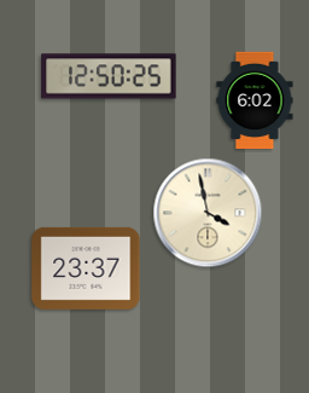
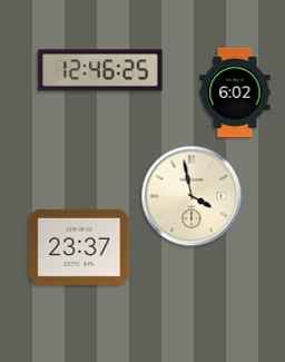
clock at (109, 76): 12:50 -> 12:46
